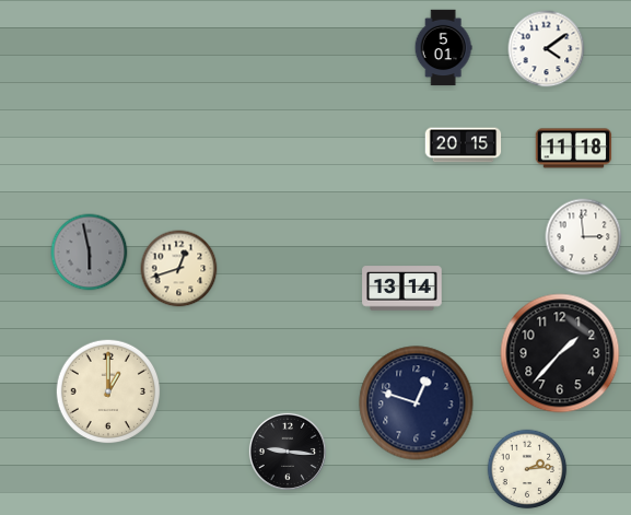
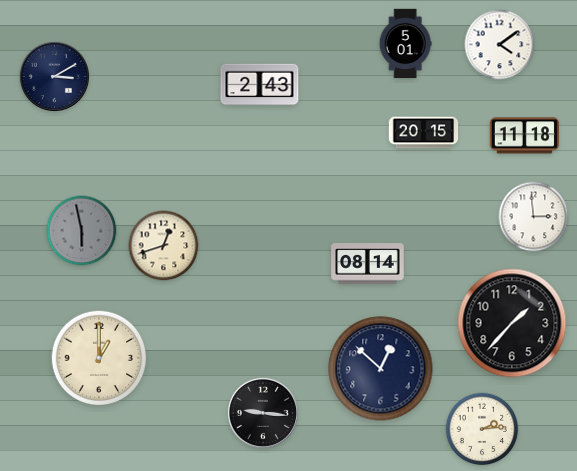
clock at (54, 76): none -> 3:10
clock at (260, 85): none -> 2:43
clock at (402, 289): 13:14 -> 08:14
clock at (417, 403): 12:48 -> 12:52
